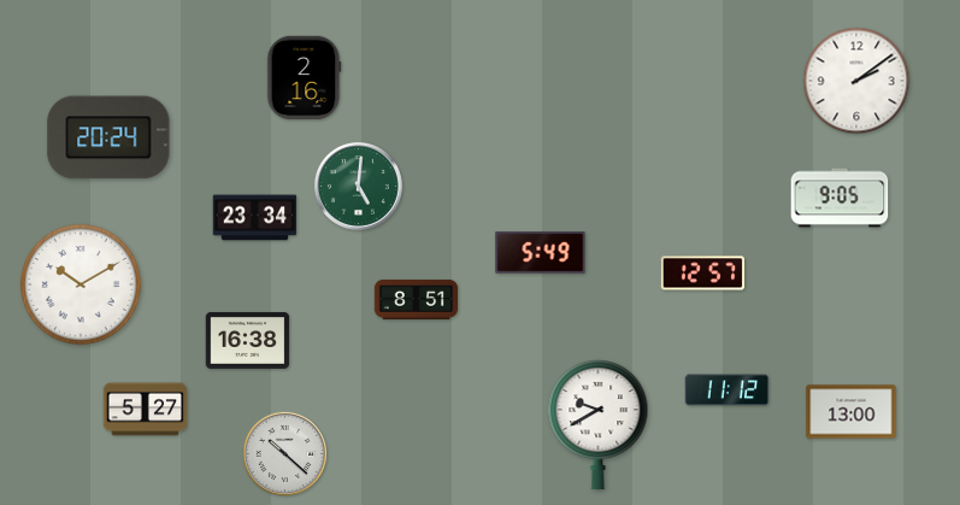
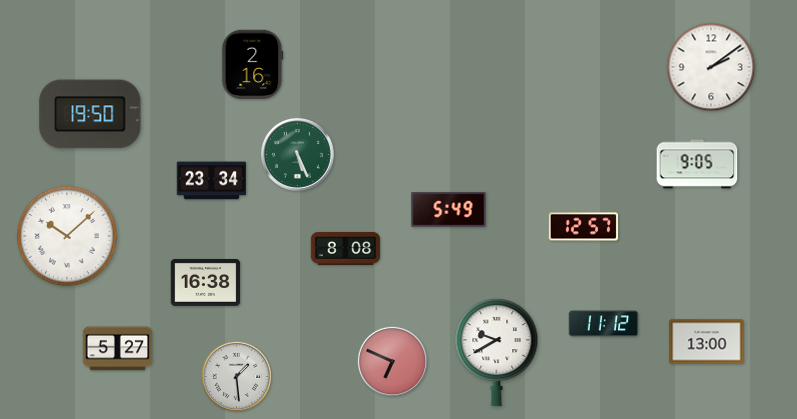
clock at (108, 137): 20:24 -> 19:50
clock at (358, 186): 5:01 -> 5:26
clock at (82, 286): 10:10 -> 10:08
clock at (417, 299): 8:51 -> 8:08
clock at (146, 410) position: (146, 410) -> (118, 349)
clock at (392, 361): none -> 6:49
clock at (284, 453): 10:22 -> 1:29
